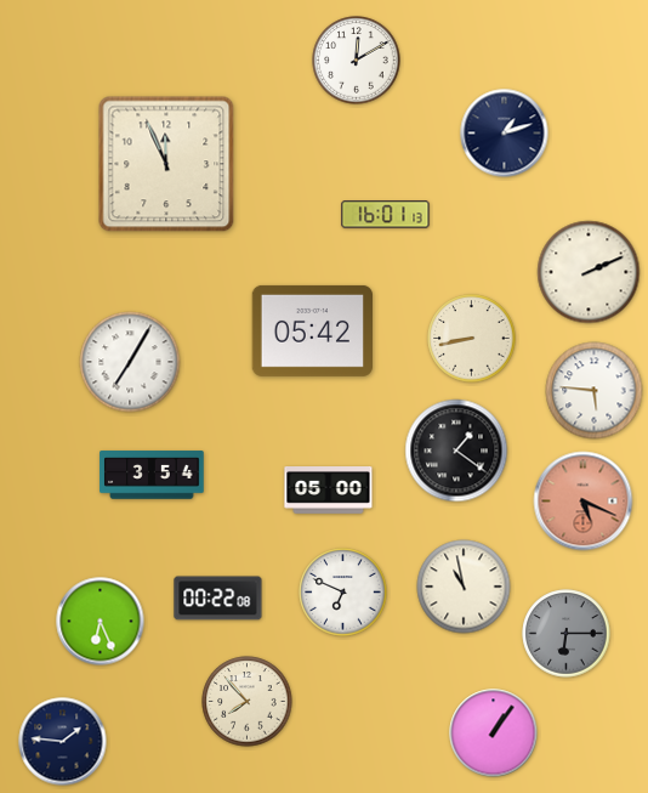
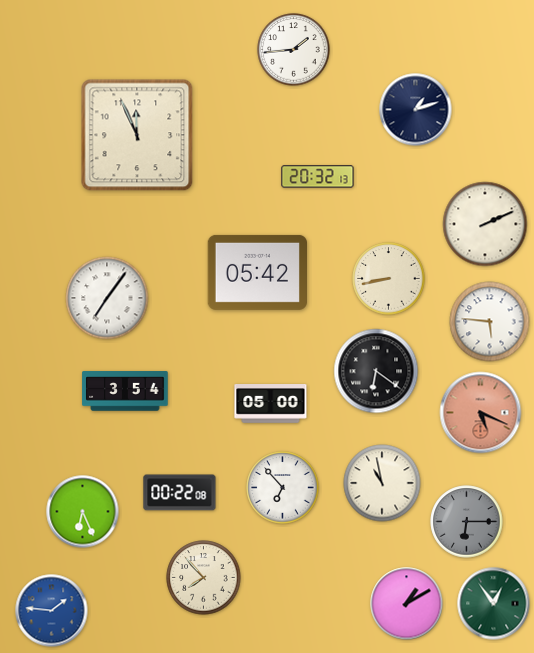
clock at (357, 61): 12:10 -> 1:44
clock at (386, 215): 16:01 -> 20:32
clock at (130, 362): 7:05 -> 7:06
clock at (456, 451): 1:21 -> 6:21
clock at (343, 593): 6:49 -> 6:53
clock at (494, 733): 1:06 -> 1:10
clock at (494, 604): none -> 12:54
clock at (63, 742) dial: navy -> blue
